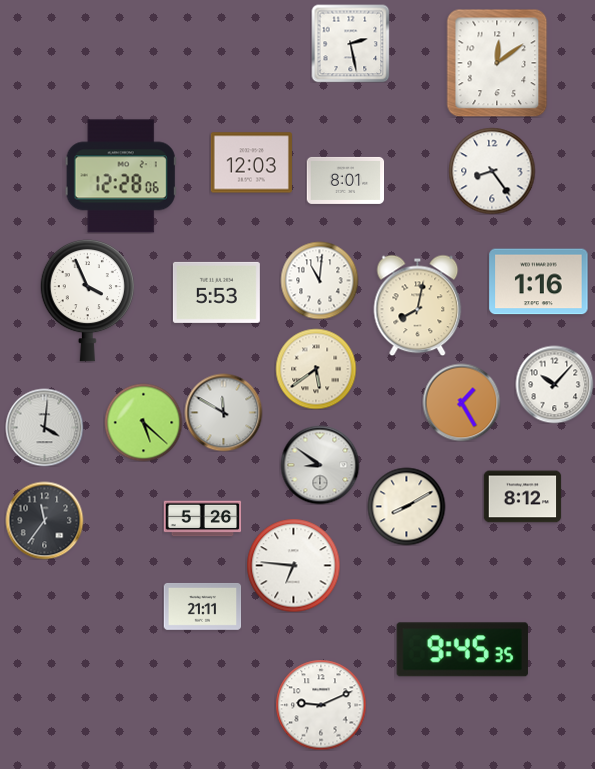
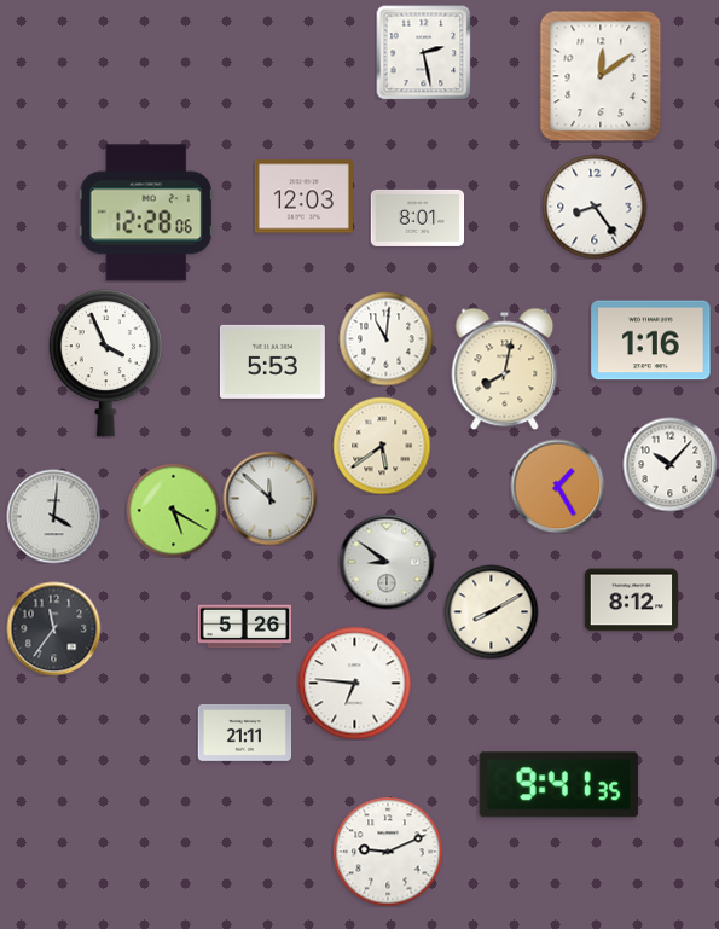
clock at (216, 292) position: (216, 292) -> (272, 361)
clock at (223, 412): 11:50 -> 11:52
clock at (143, 422): 5:22 -> 5:20
clock at (462, 650): 9:45 -> 9:41
